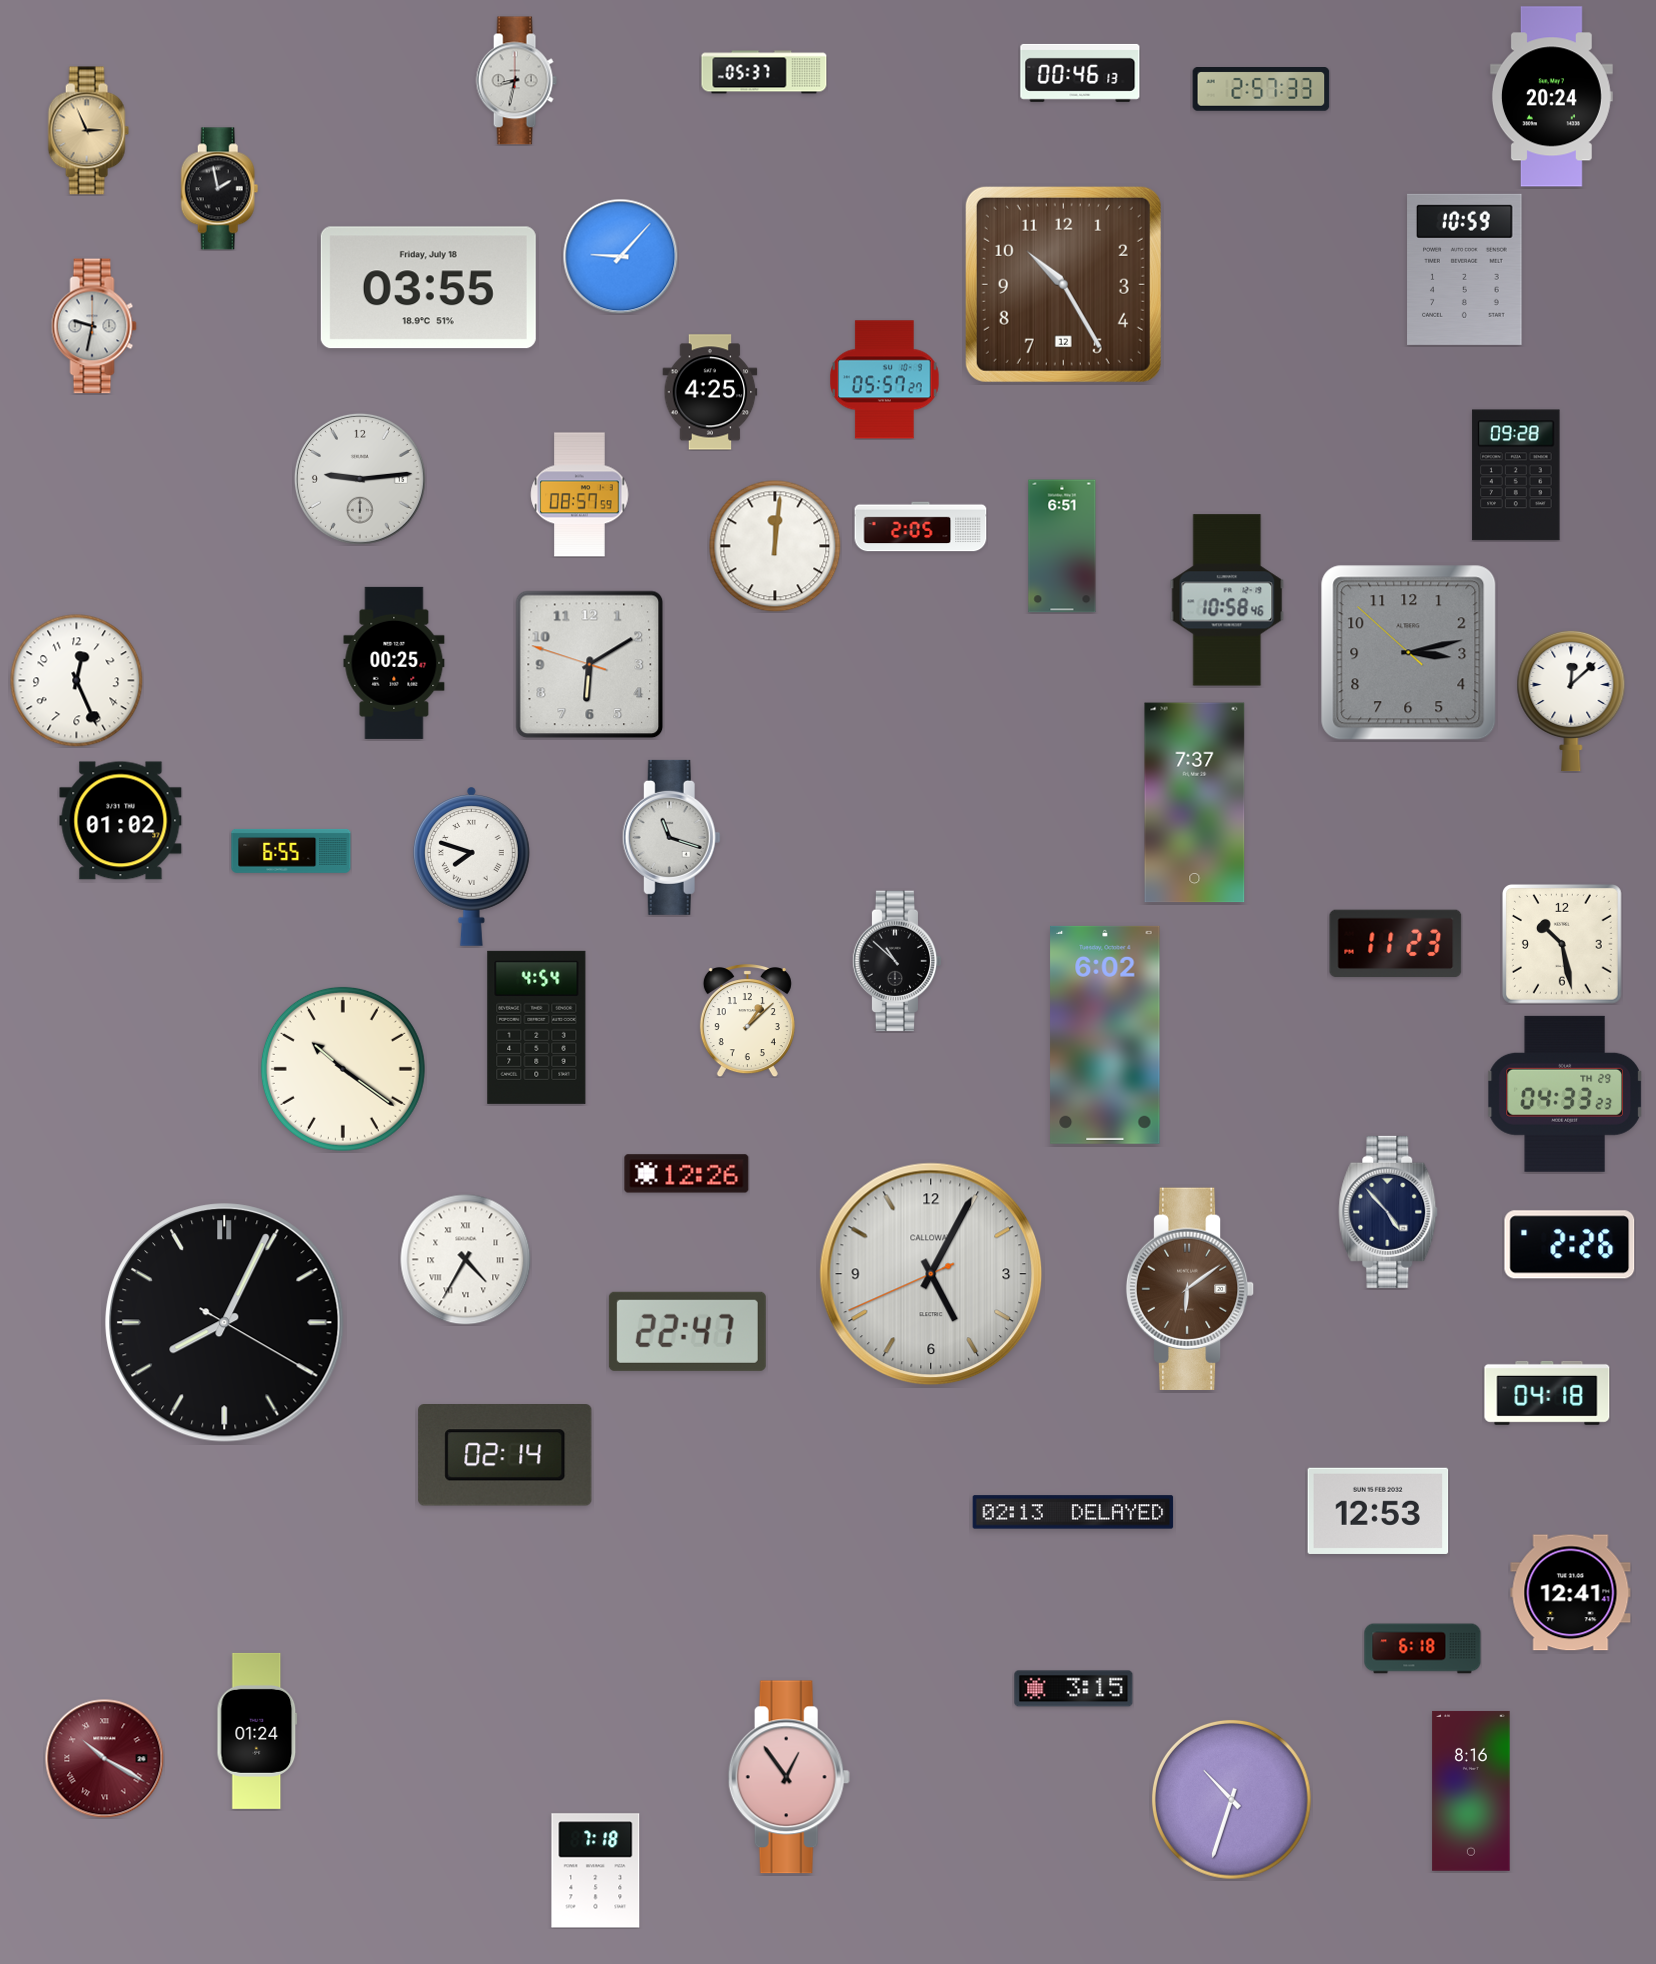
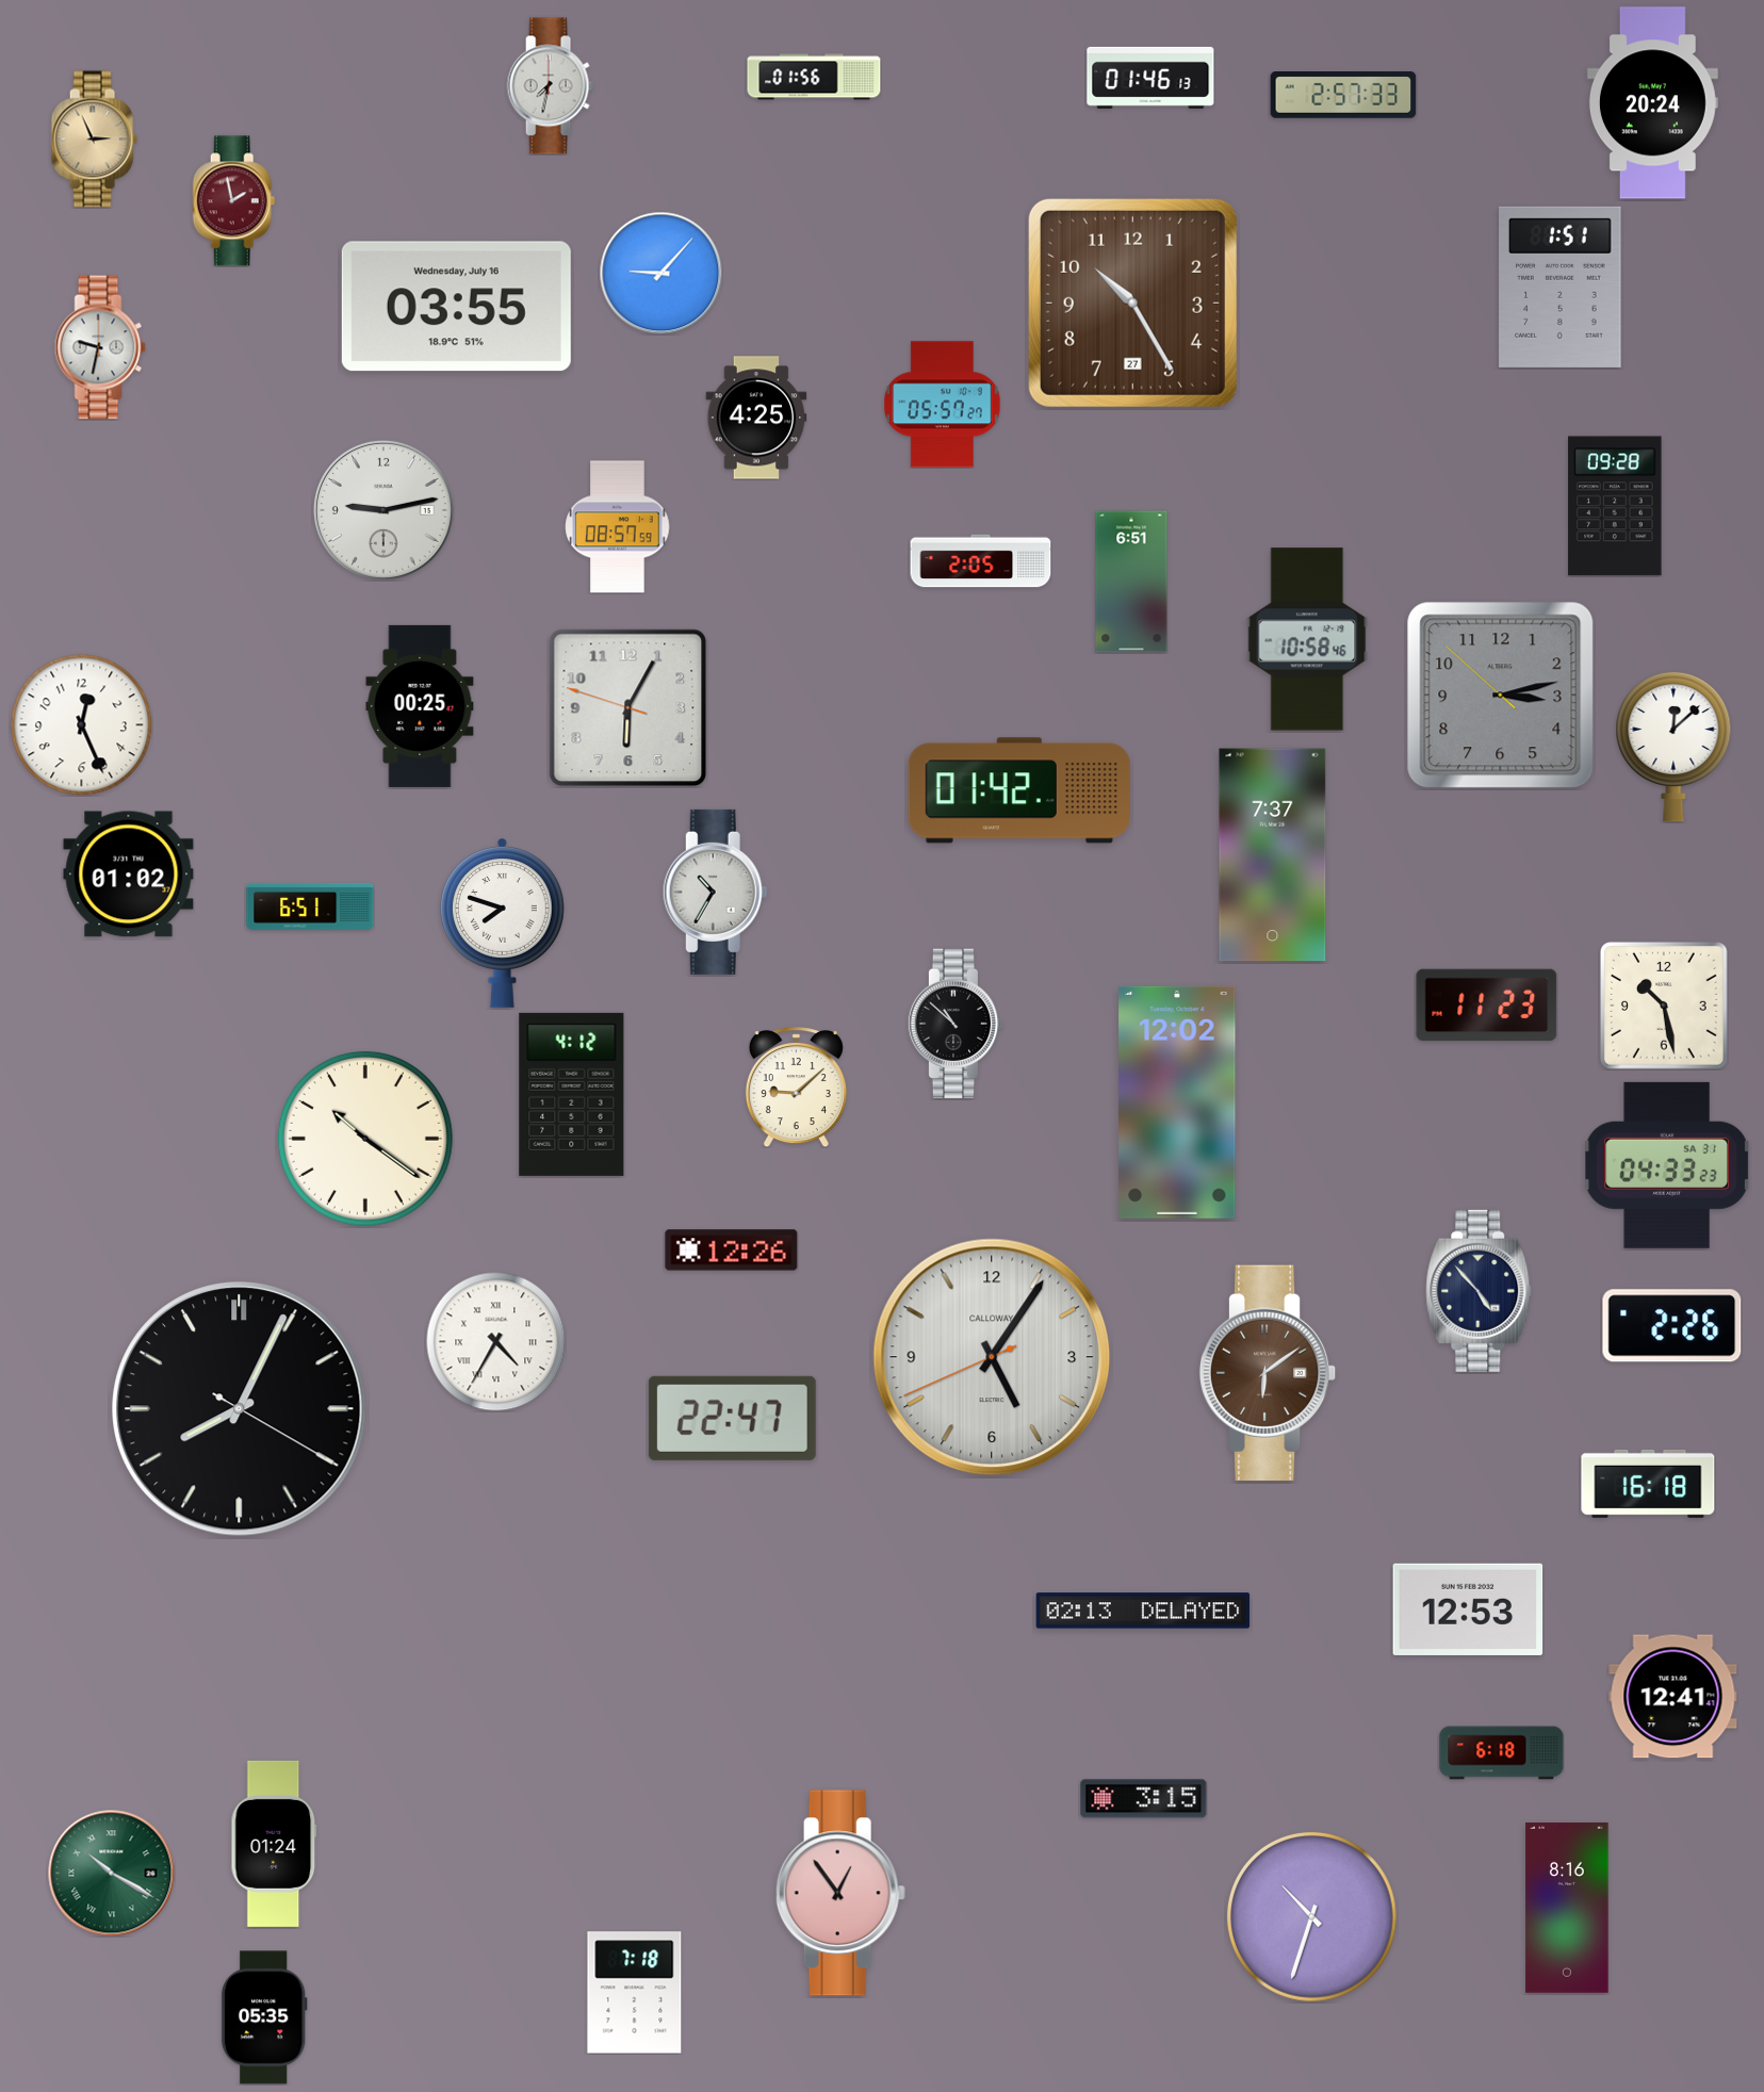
clock at (764, 72): 05:37 -> 01:56
clock at (1080, 73): 00:46 -> 01:46
clock at (516, 81): 8:32 -> 7:32
clock at (220, 189) dial: black -> burgundy
clock at (1465, 269): 10:59 -> 1:51
clock at (1063, 284) date: 12 -> 27
clock at (428, 288) date: Friday, July 18 -> Wednesday, July 16
clock at (360, 479): 9:14 -> 9:13
clock at (775, 546): 12:01 -> none
clock at (590, 665): 6:09 -> 6:04
clock at (1019, 790): none -> 01:42
clock at (671, 837): 11:18 -> 10:35
clock at (291, 851): 6:55 -> 6:51
clock at (747, 1021): 1:08 -> 9:08
clock at (537, 1027): 4:54 -> 4:12
clock at (1105, 1035): 6:02 -> 12:02
clock at (1565, 1094) date: TH 29 -> SA 31
clock at (931, 1274): 5:04 -> 5:05
clock at (1547, 1393): 04:18 -> 16:18
clock at (505, 1456): 02:14 -> none
clock at (1423, 1649) position: (1423, 1649) -> (1502, 1753)
clock at (105, 1759) dial: burgundy -> green
clock at (265, 2017): none -> 05:35
